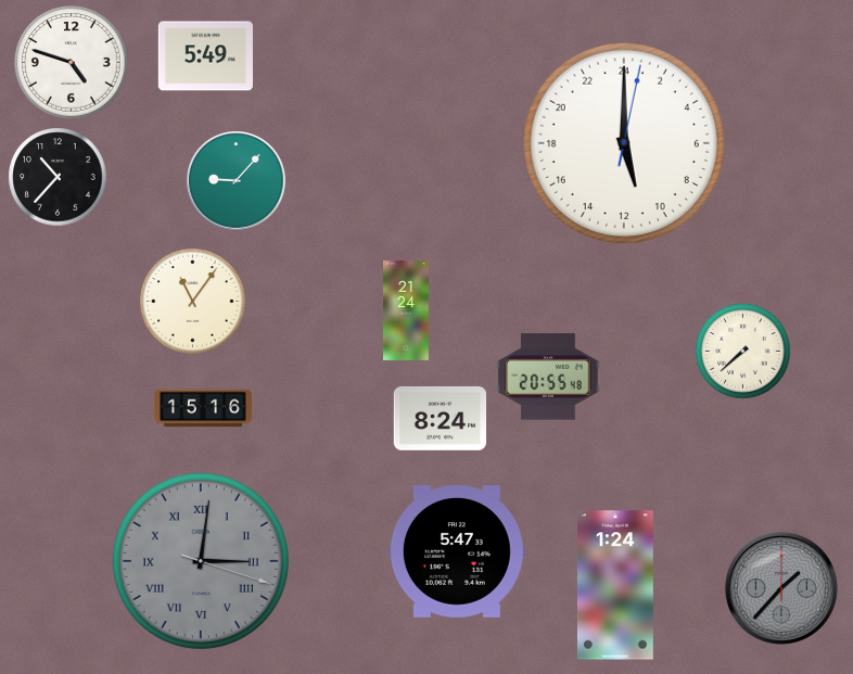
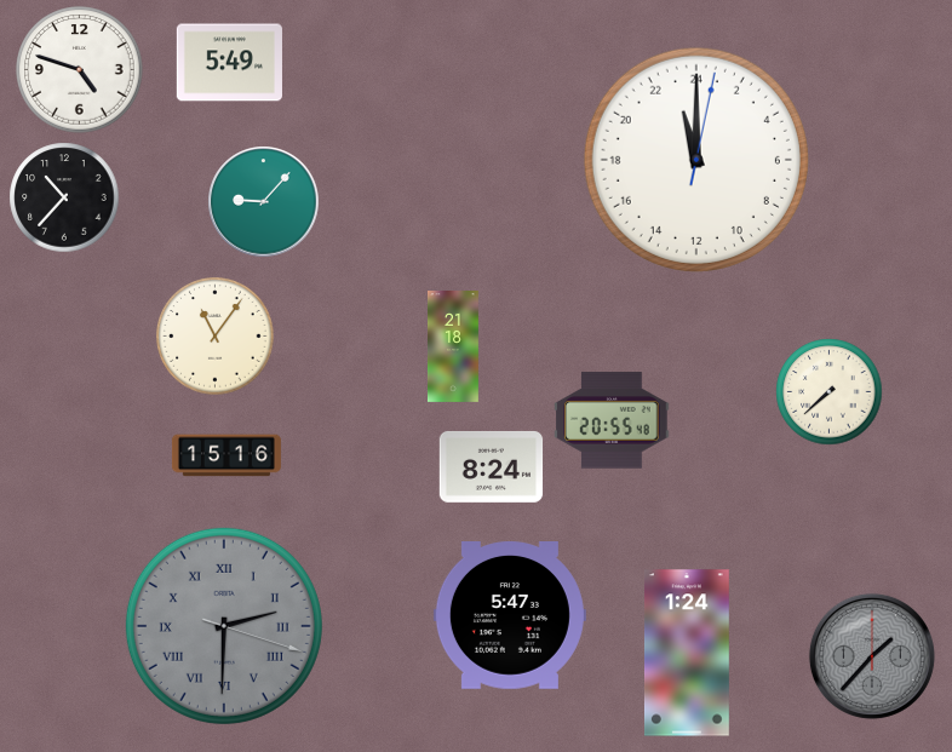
clock at (624, 143): 11:00 -> 23:00
clock at (407, 311): 21:24 -> 21:18
clock at (201, 561): 3:01 -> 2:30
